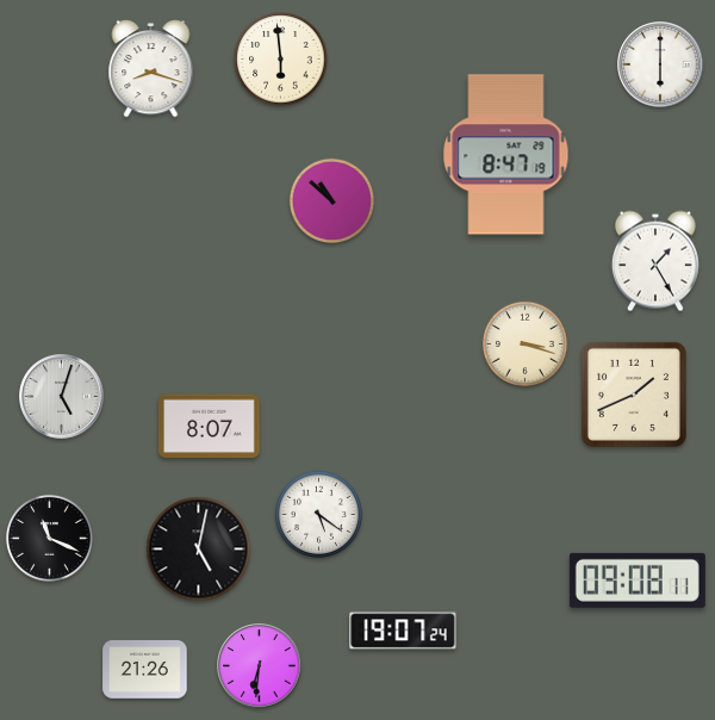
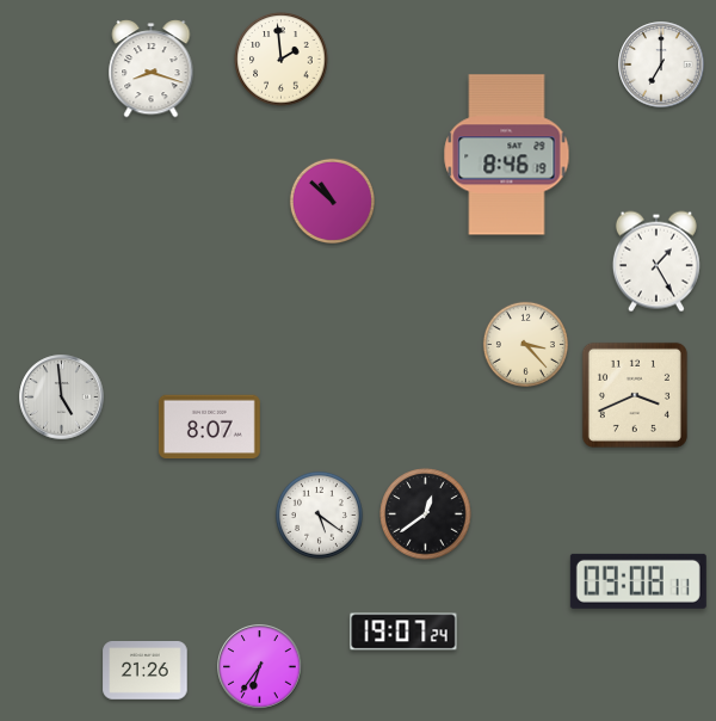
clock at (281, 60): 5:59 -> 1:59
clock at (660, 64): 6:00 -> 7:00
clock at (506, 155): 8:47 -> 8:46
clock at (524, 343): 3:18 -> 3:23
clock at (634, 395): 1:41 -> 3:41
clock at (62, 397): 5:03 -> 4:59
clock at (426, 514): none -> 12:39
clock at (49, 538): 11:19 -> none
clock at (199, 550): 5:02 -> none
clock at (260, 666): 6:31 -> 6:36
